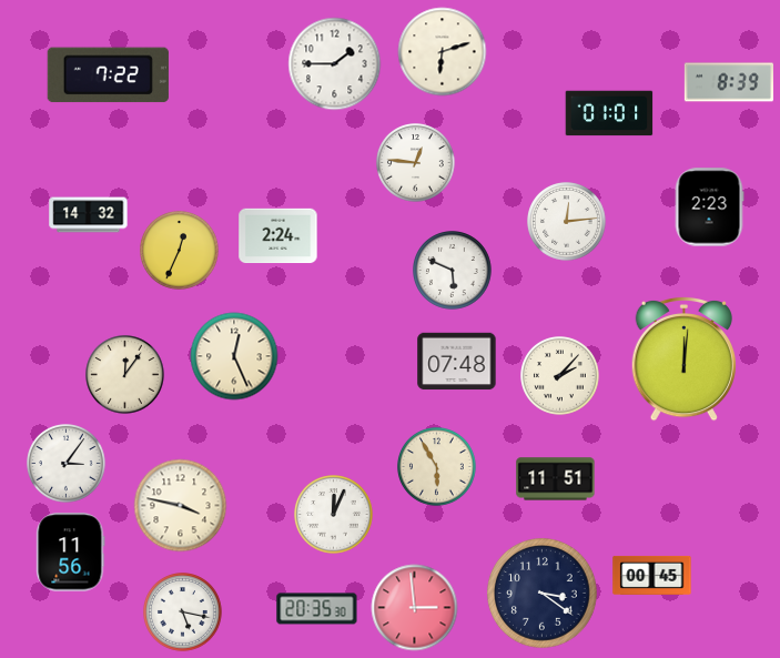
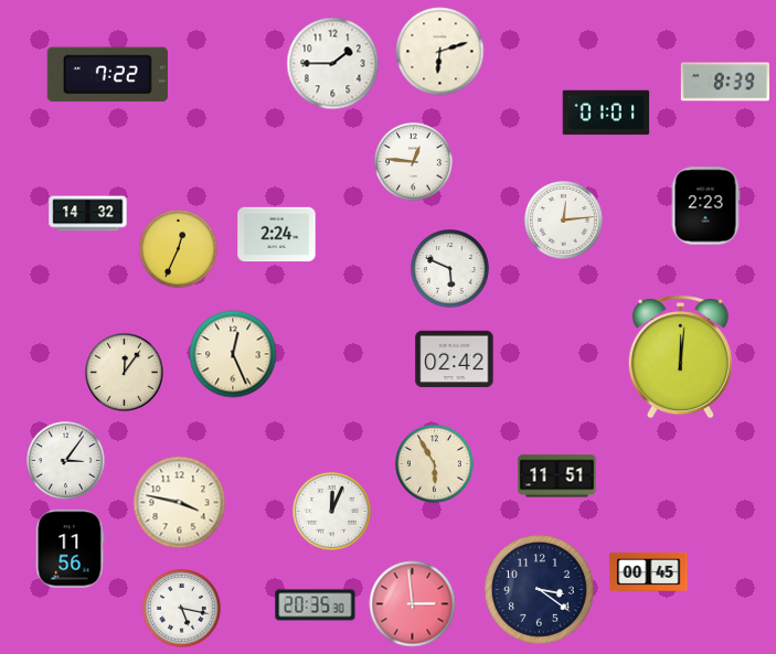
clock at (457, 362): 07:48 -> 02:42
clock at (560, 376): 2:07 -> none
clock at (556, 479) position: (556, 479) -> (557, 476)
